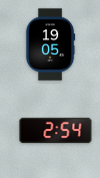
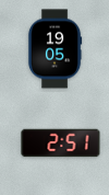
clock at (56, 131): 2:54 -> 2:51
